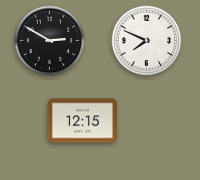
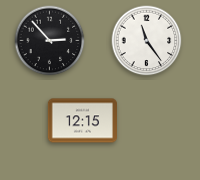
clock at (50, 41): 2:50 -> 2:53
clock at (147, 41): 7:49 -> 11:24
